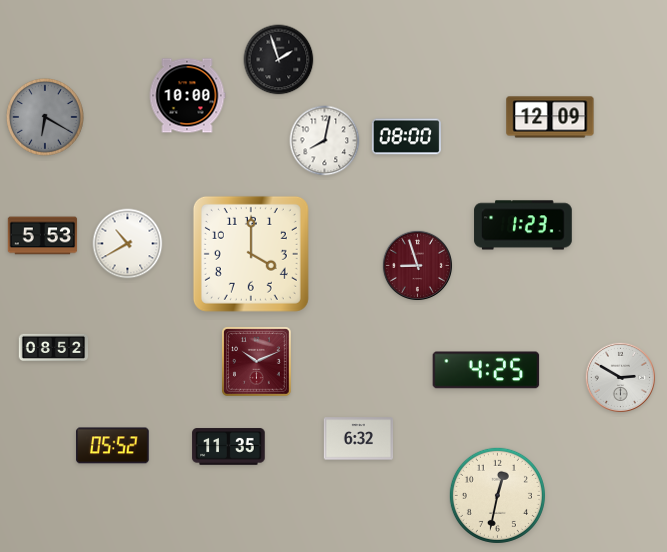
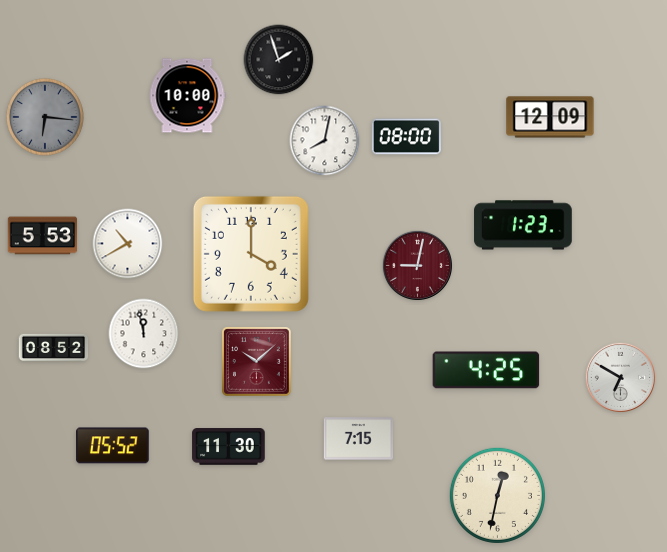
clock at (45, 117): 6:20 -> 6:16
clock at (417, 265): 8:57 -> 9:02
clock at (144, 334): none -> 11:58
clock at (257, 362): 10:11 -> 10:08
clock at (620, 377): 2:50 -> 6:50
clock at (359, 439): 6:32 -> 7:15
clock at (229, 447): 11:35 -> 11:30
